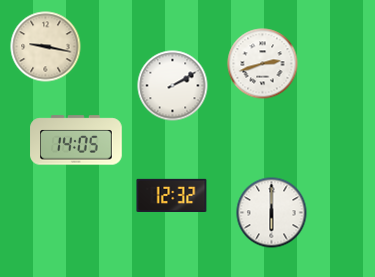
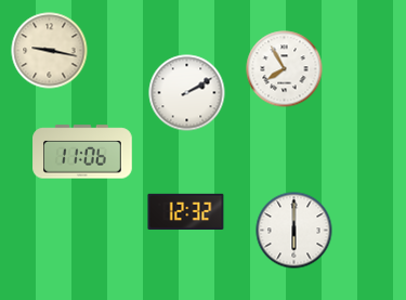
clock at (263, 64): 2:42 -> 7:55
clock at (76, 140): 14:05 -> 11:06
